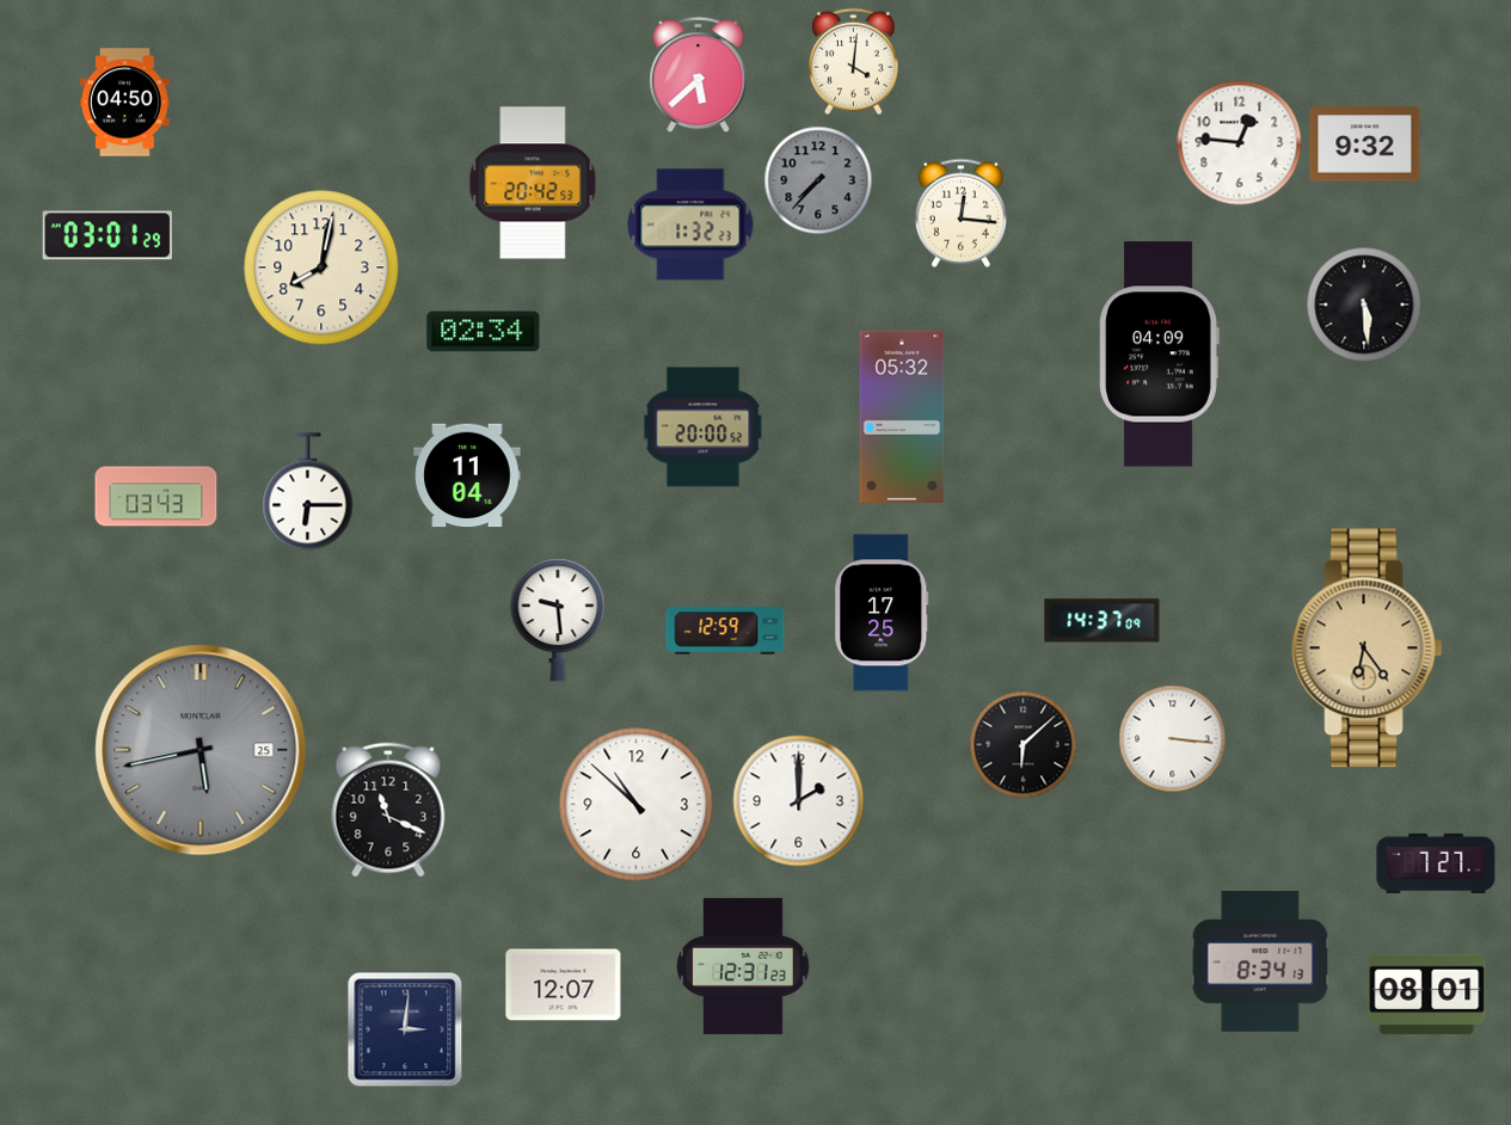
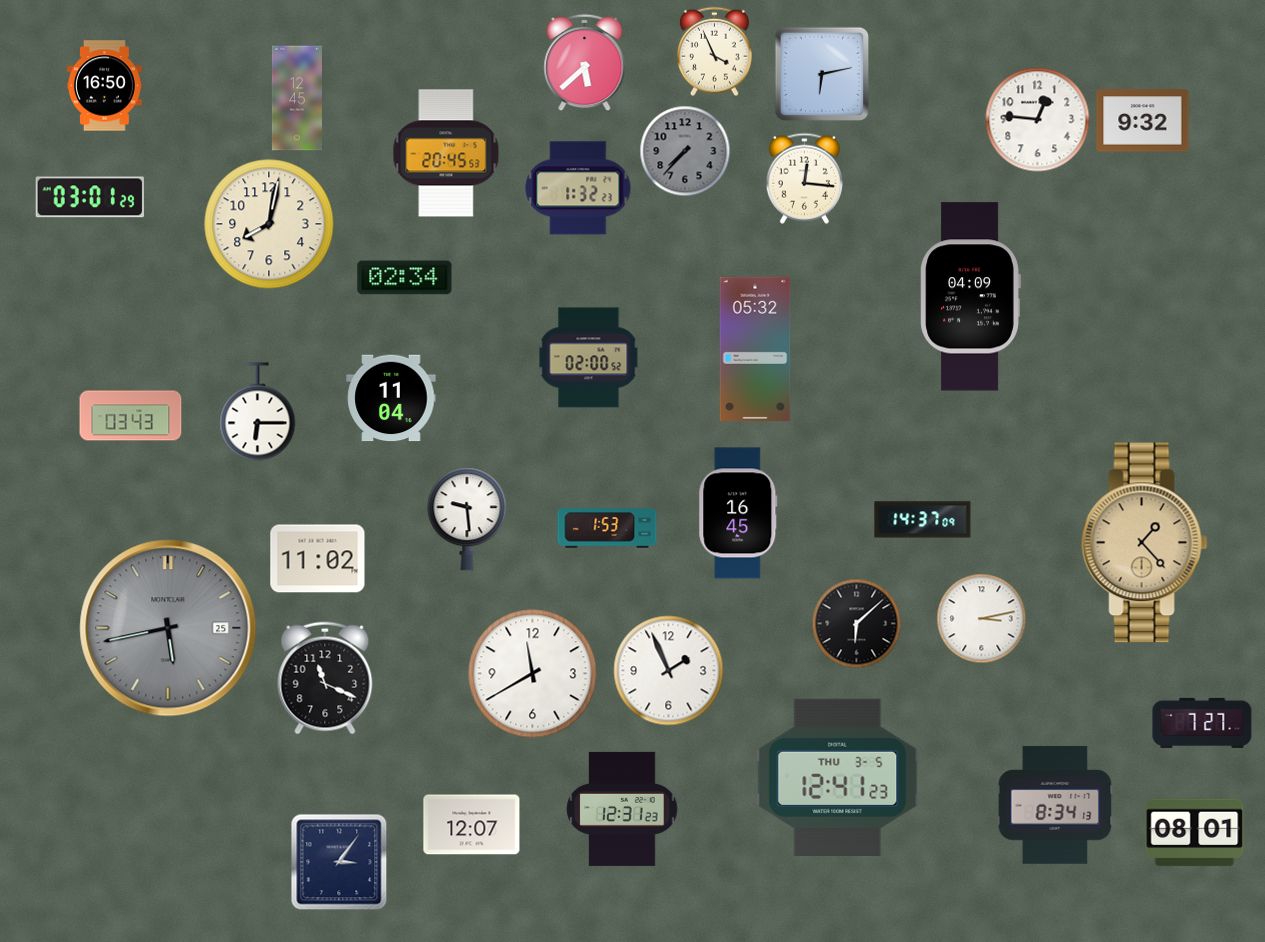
clock at (853, 62): 4:01 -> 3:56
clock at (821, 73): none -> 6:13
clock at (124, 103): 04:50 -> 16:50
clock at (297, 98): none -> 12:45
clock at (533, 183): 20:42 -> 20:45
clock at (1364, 305): 5:29 -> none
clock at (704, 428): 20:00 -> 02:00
clock at (882, 613): 17:25 -> 16:45
clock at (725, 631): 12:59 -> 1:53
clock at (1366, 648): 6:24 -> 1:23
clock at (318, 559): none -> 11:02
clock at (1173, 739): 3:16 -> 3:13
clock at (799, 801): 2:00 -> 1:56
clock at (637, 805): 10:52 -> 11:40
clock at (838, 777): none -> 12:41
clock at (405, 1029): 3:01 -> 3:06
